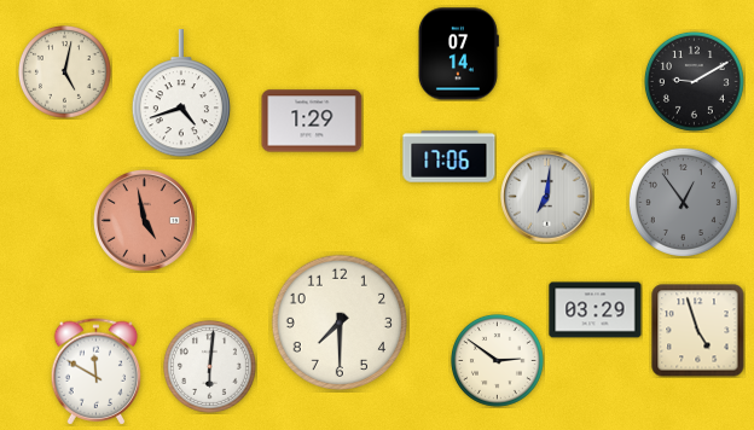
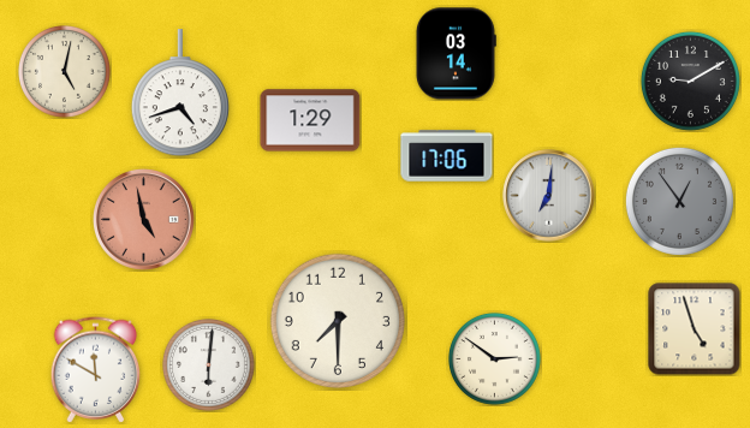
clock at (458, 54): 07:14 -> 03:14
clock at (547, 197) position: (547, 197) -> (549, 196)
clock at (596, 310): 03:29 -> none
